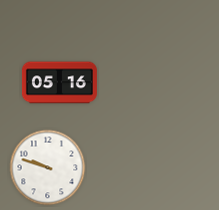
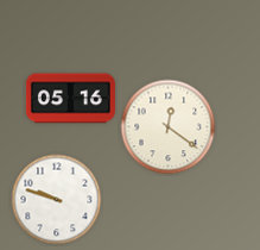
clock at (169, 127): none -> 12:21
